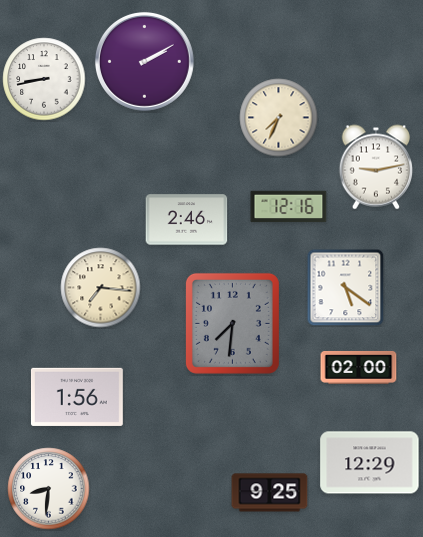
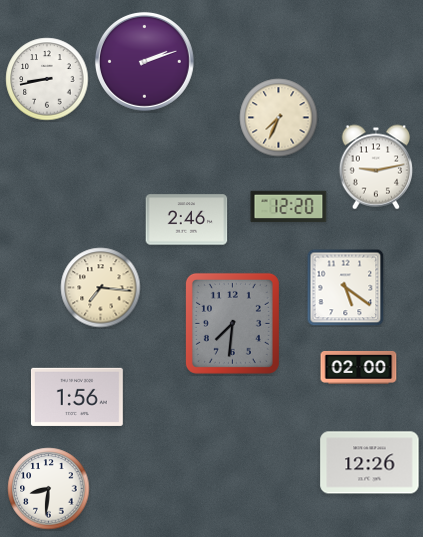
clock at (144, 61): 2:10 -> 2:12
clock at (44, 79) position: (44, 79) -> (47, 79)
clock at (289, 207): 12:16 -> 12:20
clock at (370, 463): 12:29 -> 12:26
clock at (270, 493): 9:25 -> none
